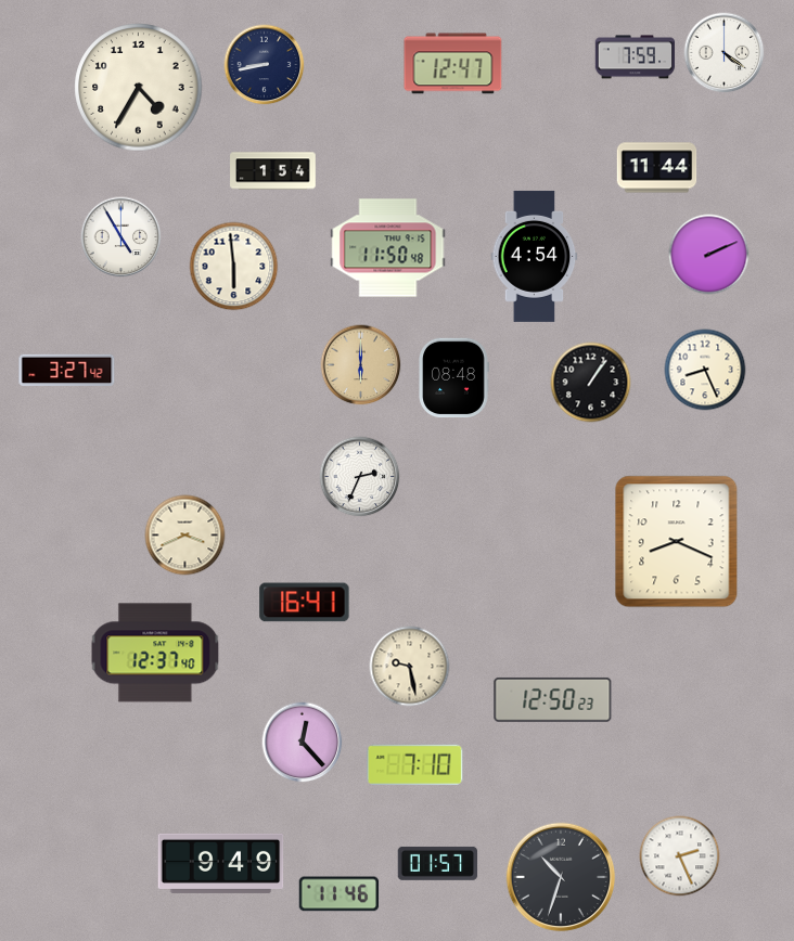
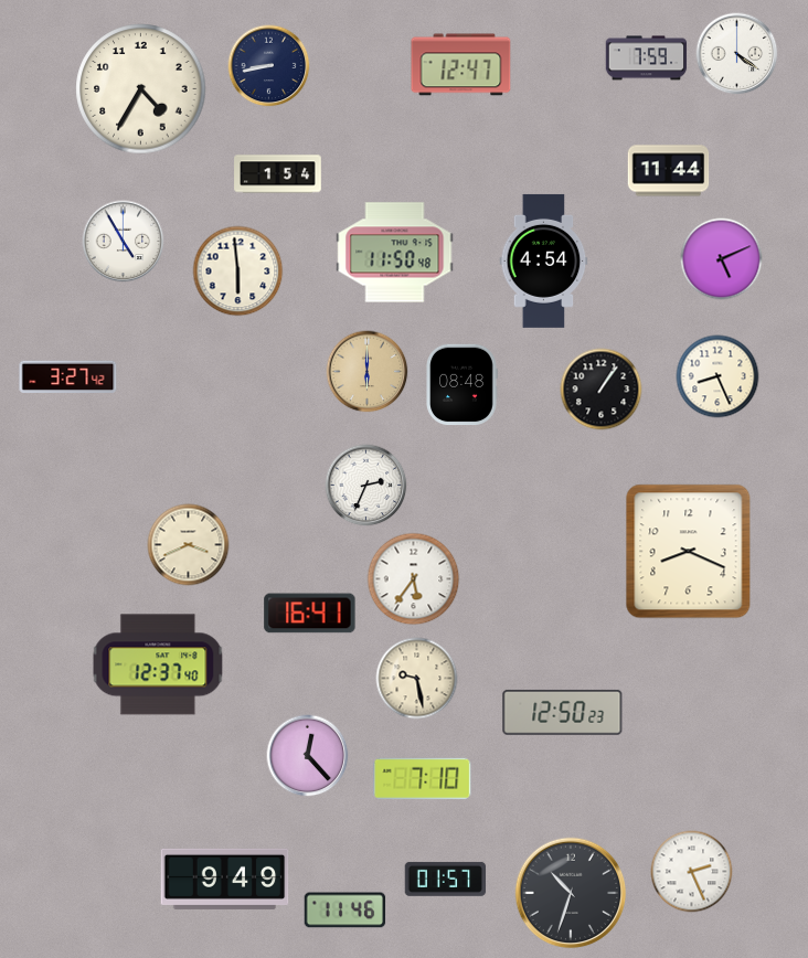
clock at (709, 255): 2:11 -> 5:11
clock at (414, 579): none -> 5:36
